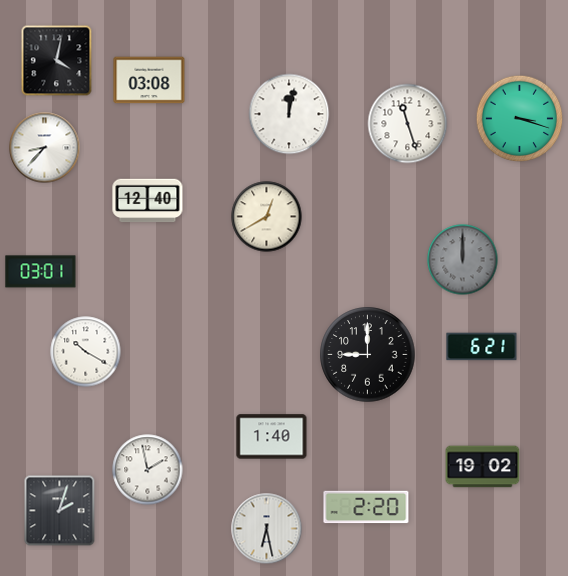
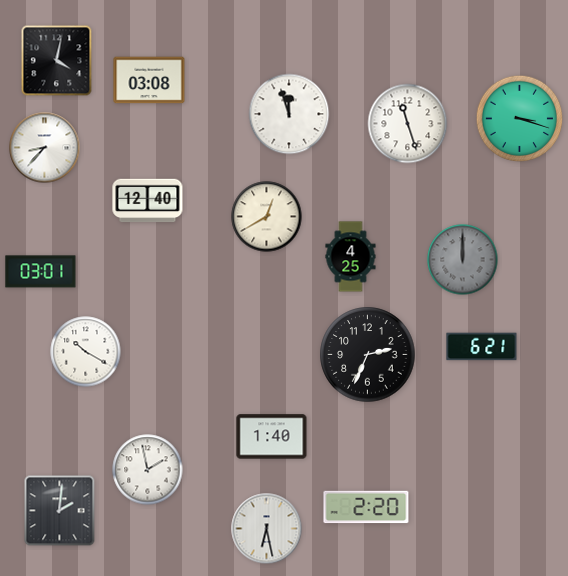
clock at (289, 114): 12:02 -> 11:57
clock at (351, 257): none -> 4:25
clock at (368, 355): 9:00 -> 2:34
clock at (483, 467): 19:02 -> none
clock at (60, 511): 2:03 -> 2:01
